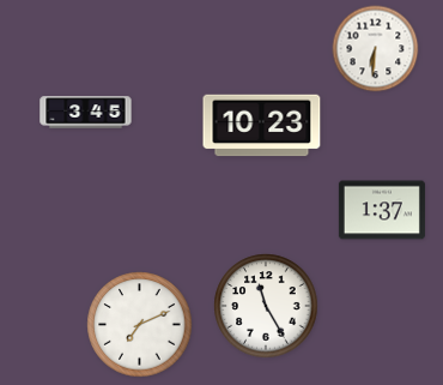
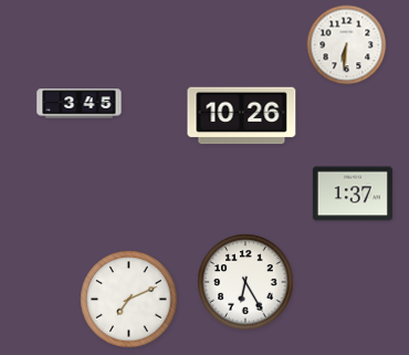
clock at (262, 126): 10:23 -> 10:26
clock at (266, 306): 11:25 -> 6:25
